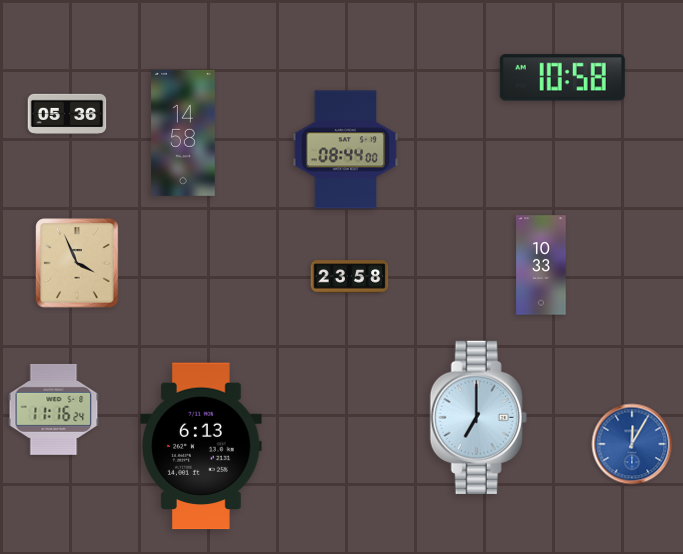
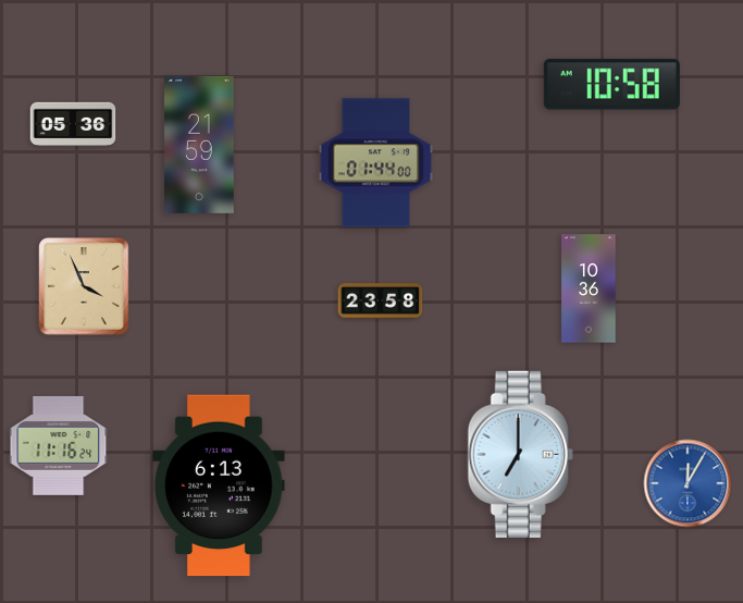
clock at (183, 133): 14:58 -> 21:59
clock at (346, 150): 08:44 -> 01:44
clock at (541, 265): 10:33 -> 10:36
